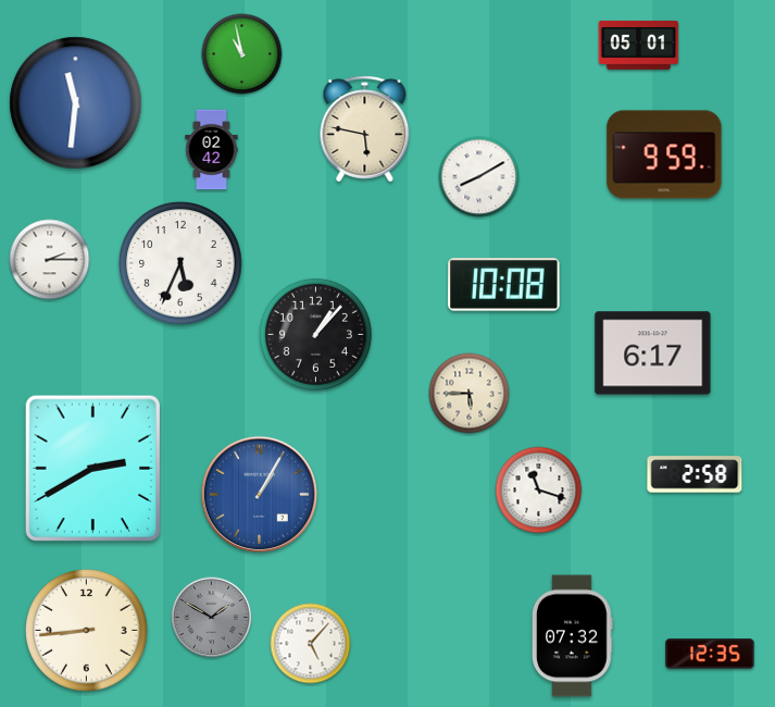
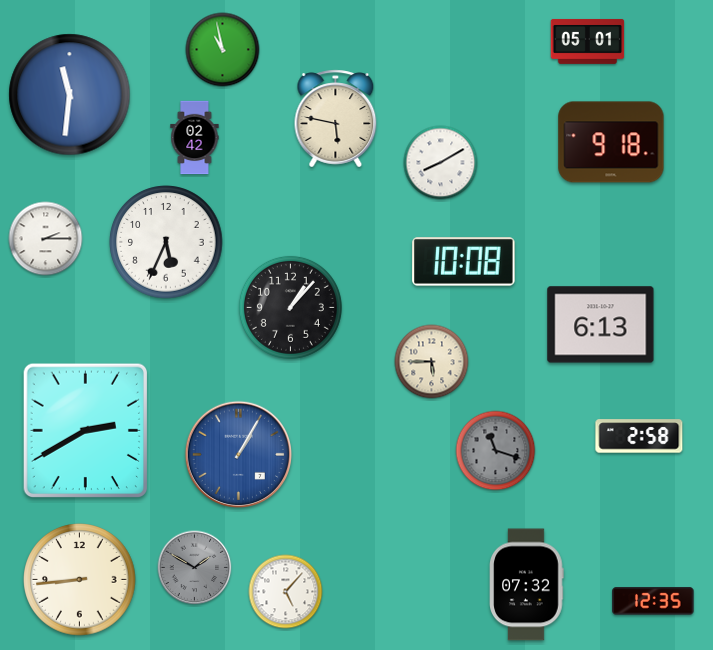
clock at (664, 154): 9:59 -> 9:18
clock at (653, 353): 6:17 -> 6:13
clock at (539, 491) dial: white -> grey
